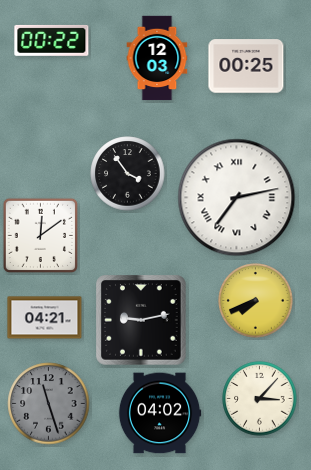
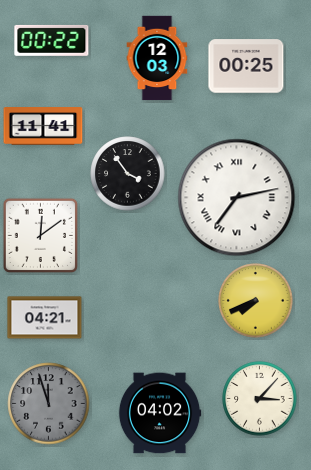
clock at (43, 126): none -> 11:41
clock at (141, 320): 9:13 -> none
clock at (49, 404): 11:27 -> 11:57
